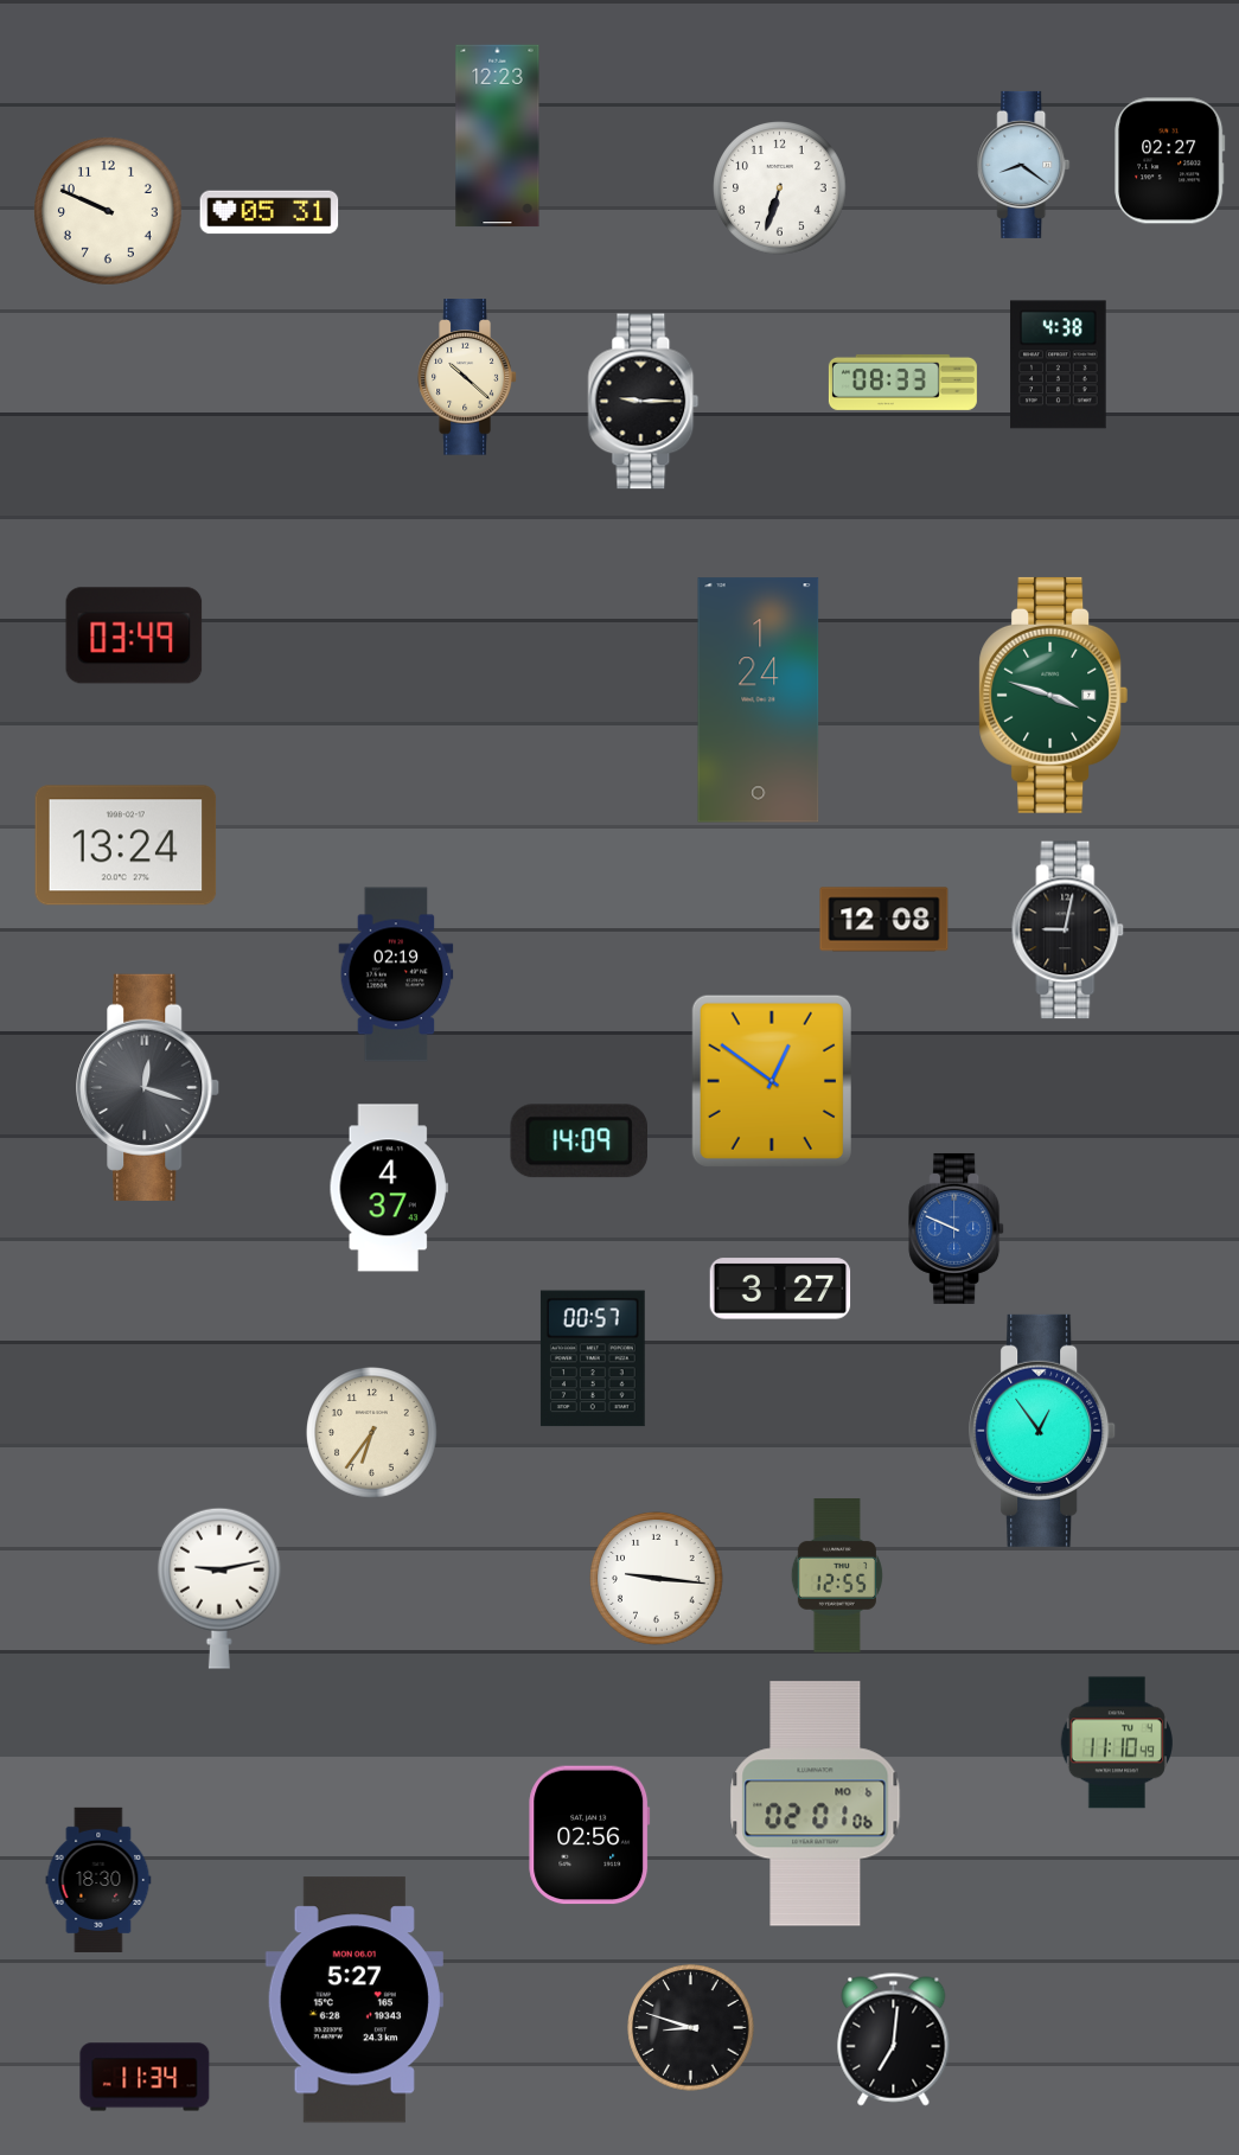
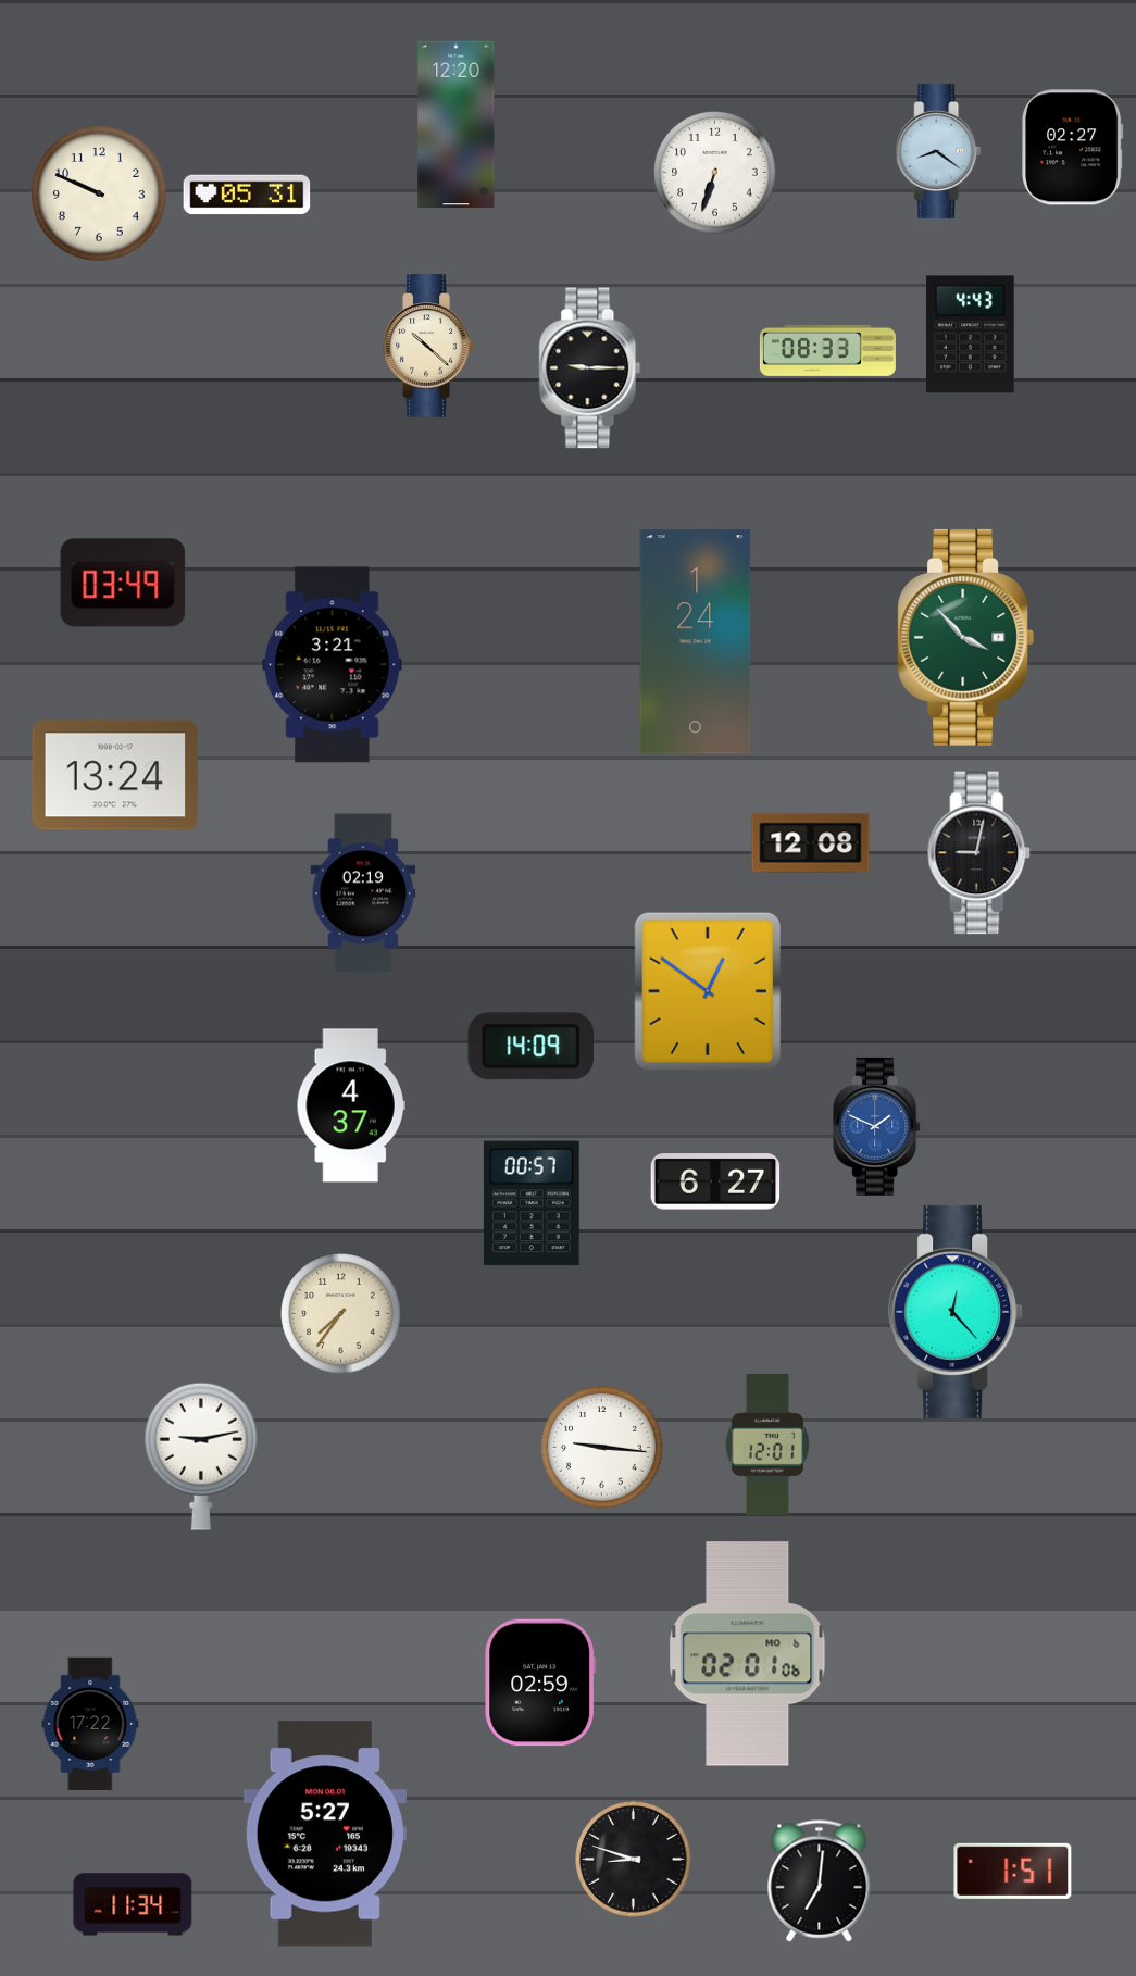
clock at (498, 136): 12:23 -> 12:20
clock at (1059, 365): 4:38 -> 4:43
clock at (1054, 695): 3:48 -> 3:53
clock at (333, 665): none -> 3:21
clock at (148, 1087): 12:18 -> none
clock at (389, 1188) position: (389, 1188) -> (351, 1105)
clock at (957, 1228): 9:49 -> 1:49
clock at (780, 1288): 3:27 -> 6:27
clock at (593, 1358) position: (593, 1358) -> (532, 1203)
clock at (1043, 1431): 12:54 -> 12:23
clock at (372, 1433): 6:36 -> 7:36
clock at (837, 1575): 12:55 -> 12:01
clock at (1117, 1742): 11:10 -> none
clock at (589, 1835): 02:56 -> 02:59
clock at (98, 1880): 18:30 -> 17:22
clock at (894, 2040) position: (894, 2040) -> (820, 1881)
clock at (1013, 1871): none -> 1:51
